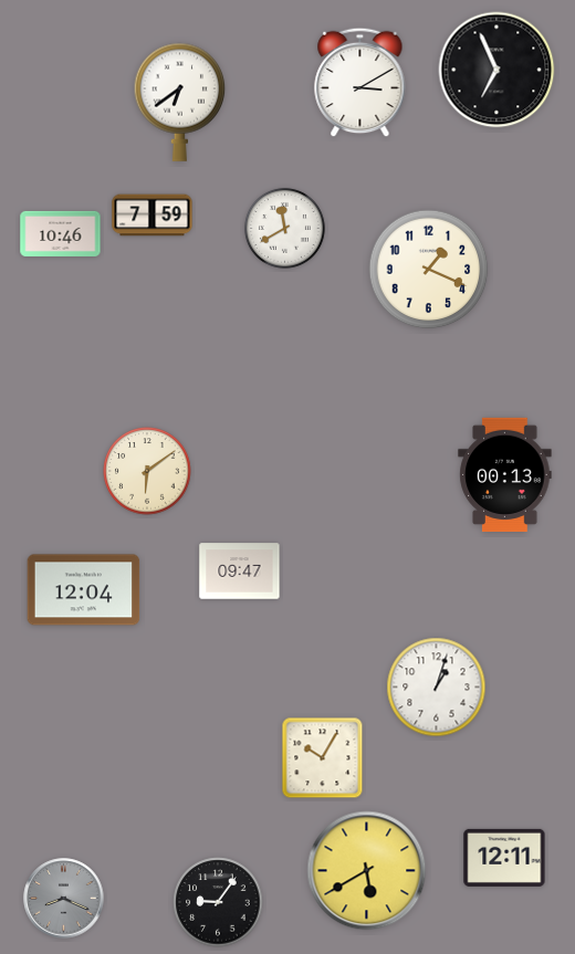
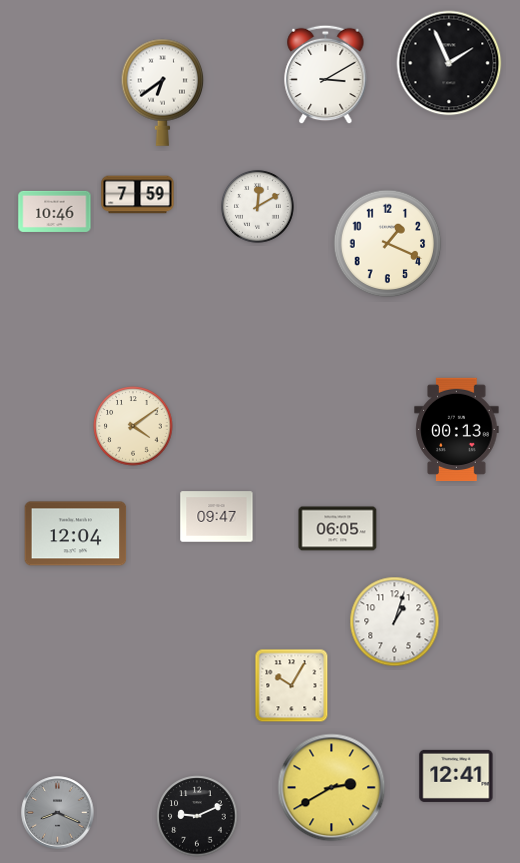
clock at (496, 70): 6:56 -> 1:56
clock at (284, 228): 11:40 -> 12:10
clock at (147, 471): 6:09 -> 4:09
clock at (338, 529): none -> 06:05
clock at (504, 858): 12:11 -> 12:41
clock at (367, 871): 5:40 -> 2:40
clock at (218, 902): 9:06 -> 9:11
